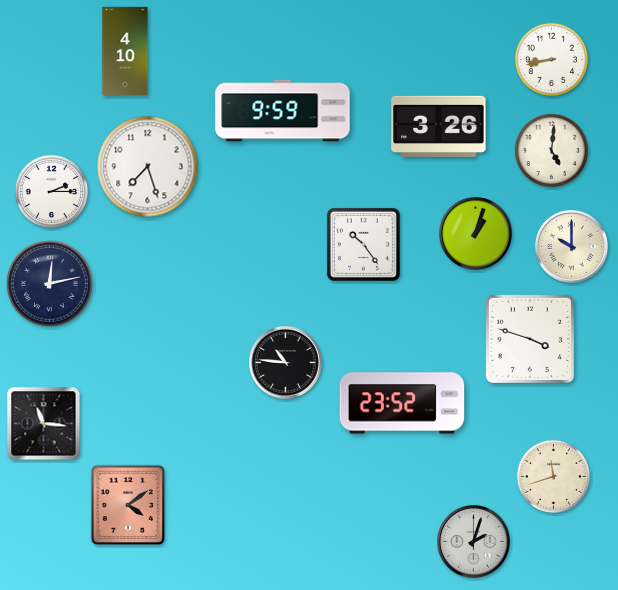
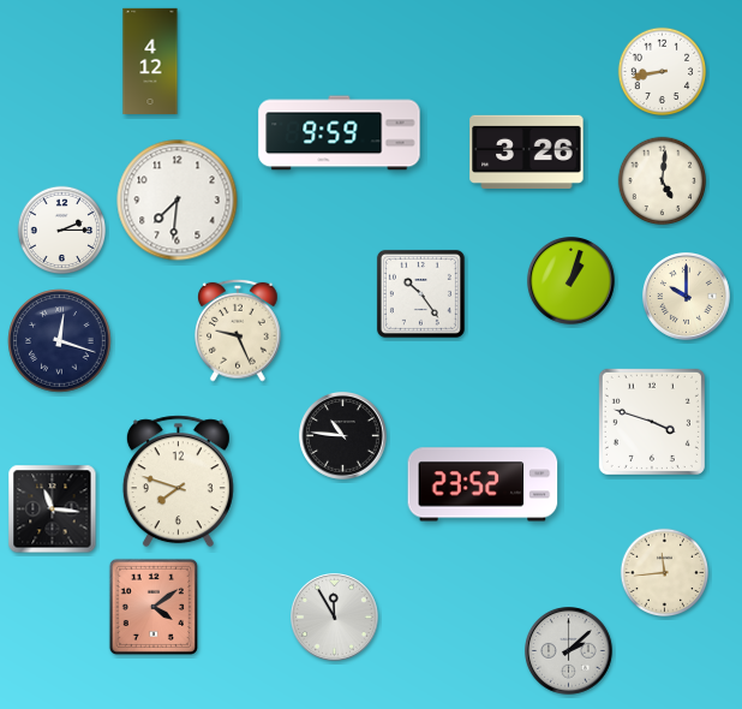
clock at (125, 50): 4:10 -> 4:12
clock at (148, 167): 7:27 -> 7:31
clock at (363, 244) position: (363, 244) -> (420, 293)
clock at (238, 330): none -> 9:26
clock at (50, 284): 12:13 -> 12:18
clock at (530, 339) position: (530, 339) -> (652, 422)
clock at (178, 482): none -> 7:48
clock at (554, 477): 11:42 -> 11:44
clock at (335, 618): none -> 11:55
clock at (474, 542): 2:03 -> 2:08
